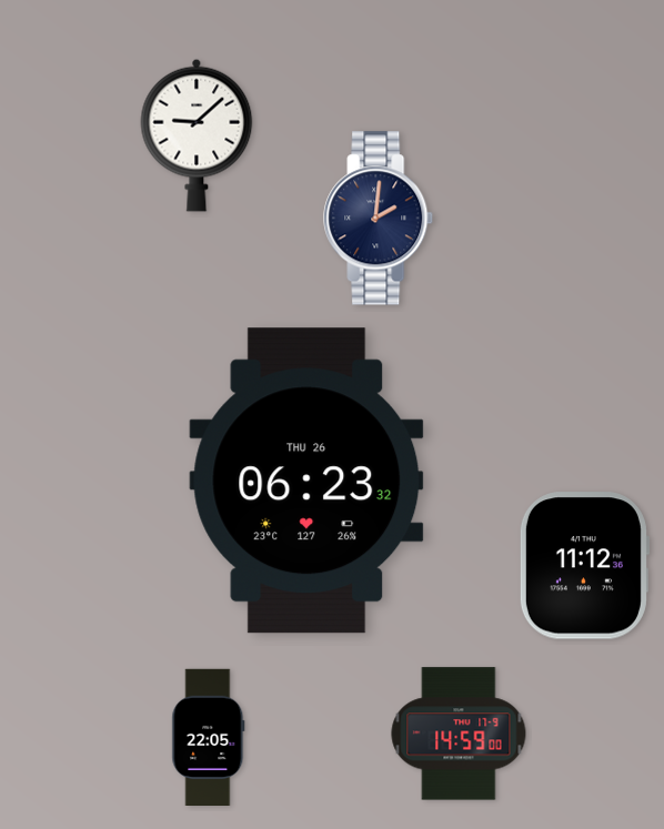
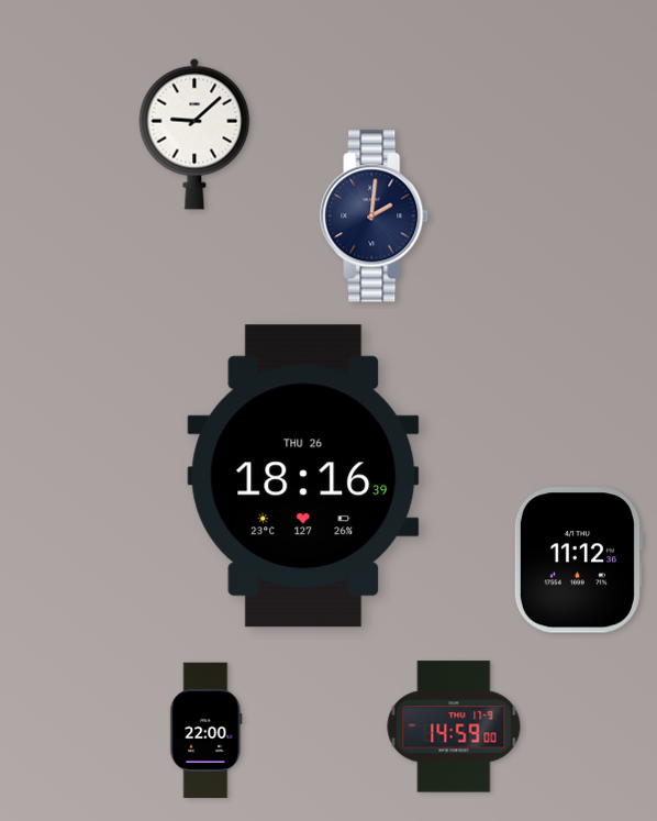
clock at (306, 481): 06:23 -> 18:16
clock at (209, 737): 22:05 -> 22:00
